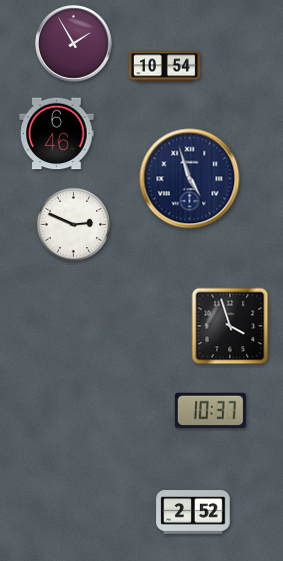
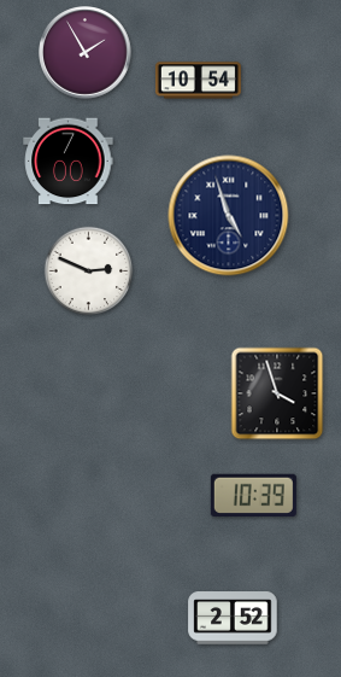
clock at (74, 44) position: (74, 44) -> (86, 53)
clock at (57, 134): 6:46 -> 7:00
clock at (210, 410): 10:37 -> 10:39
